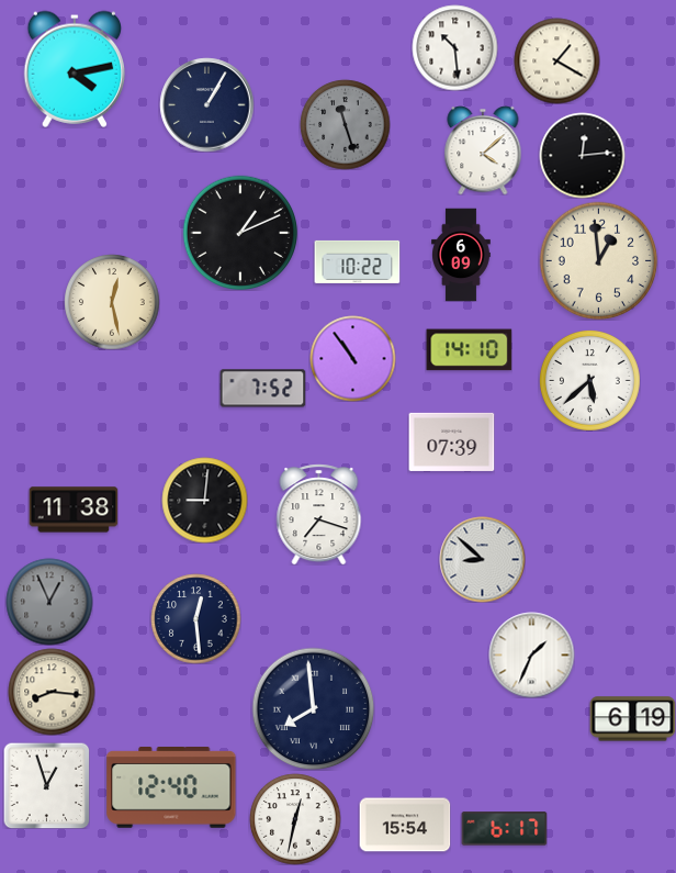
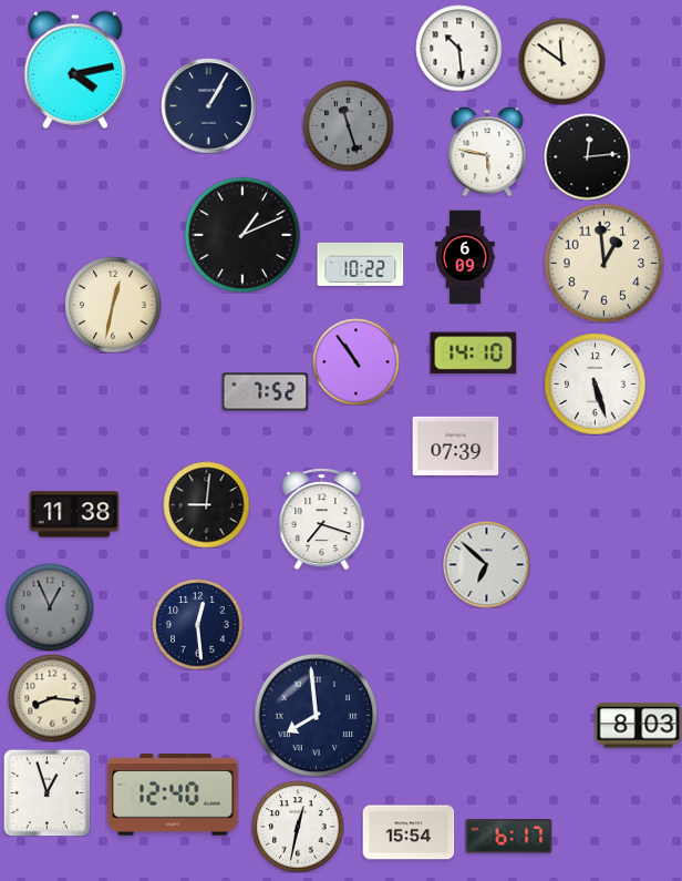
clock at (556, 60): 1:20 -> 11:51
clock at (483, 150): 4:08 -> 5:47
clock at (112, 302): 12:28 -> 12:32
clock at (589, 380): 5:38 -> 5:27
clock at (482, 559): 8:52 -> 6:52
clock at (531, 654): 1:34 -> none
clock at (632, 719): 6:19 -> 8:03
